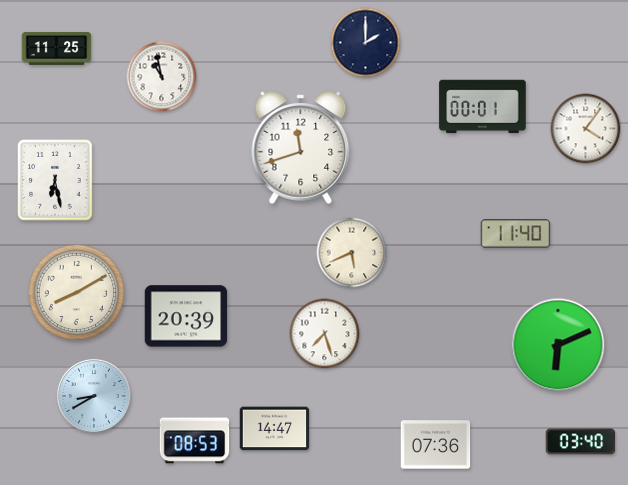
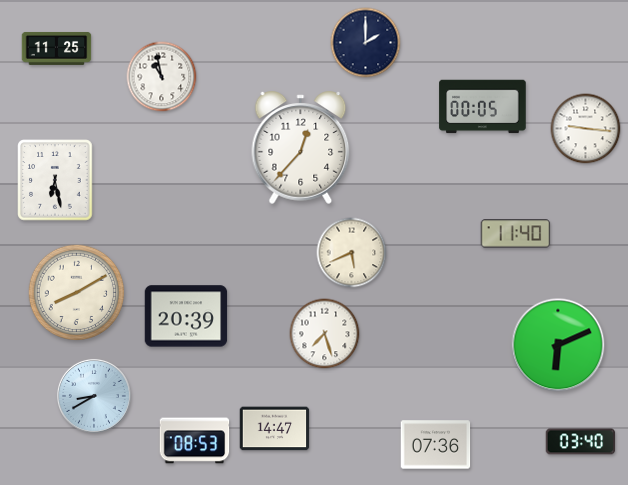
clock at (483, 107): 00:01 -> 00:05
clock at (586, 129): 4:06 -> 9:16
clock at (301, 147): 11:42 -> 12:37
